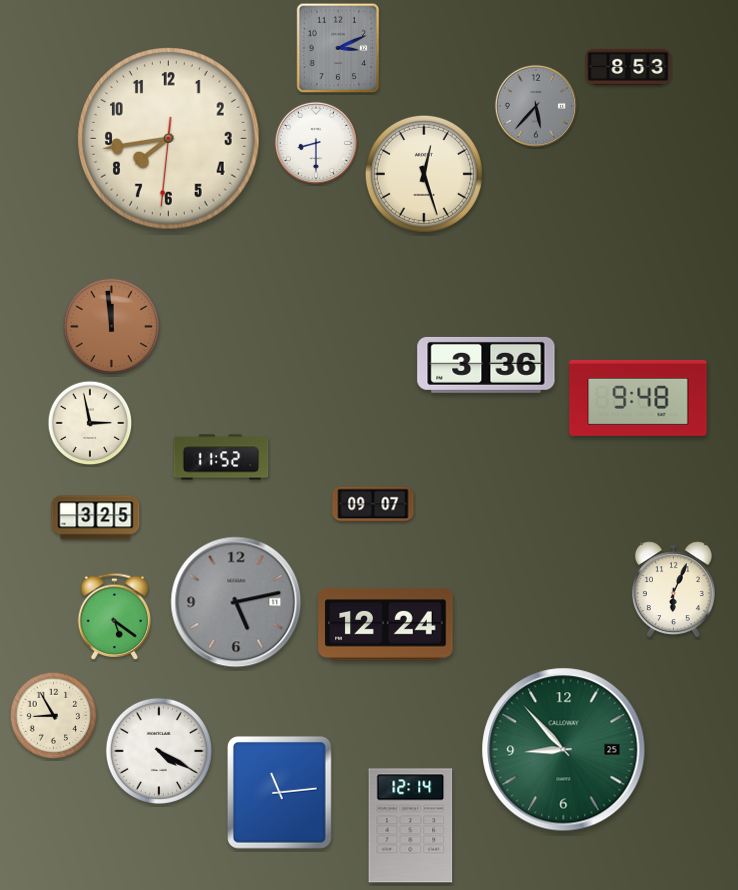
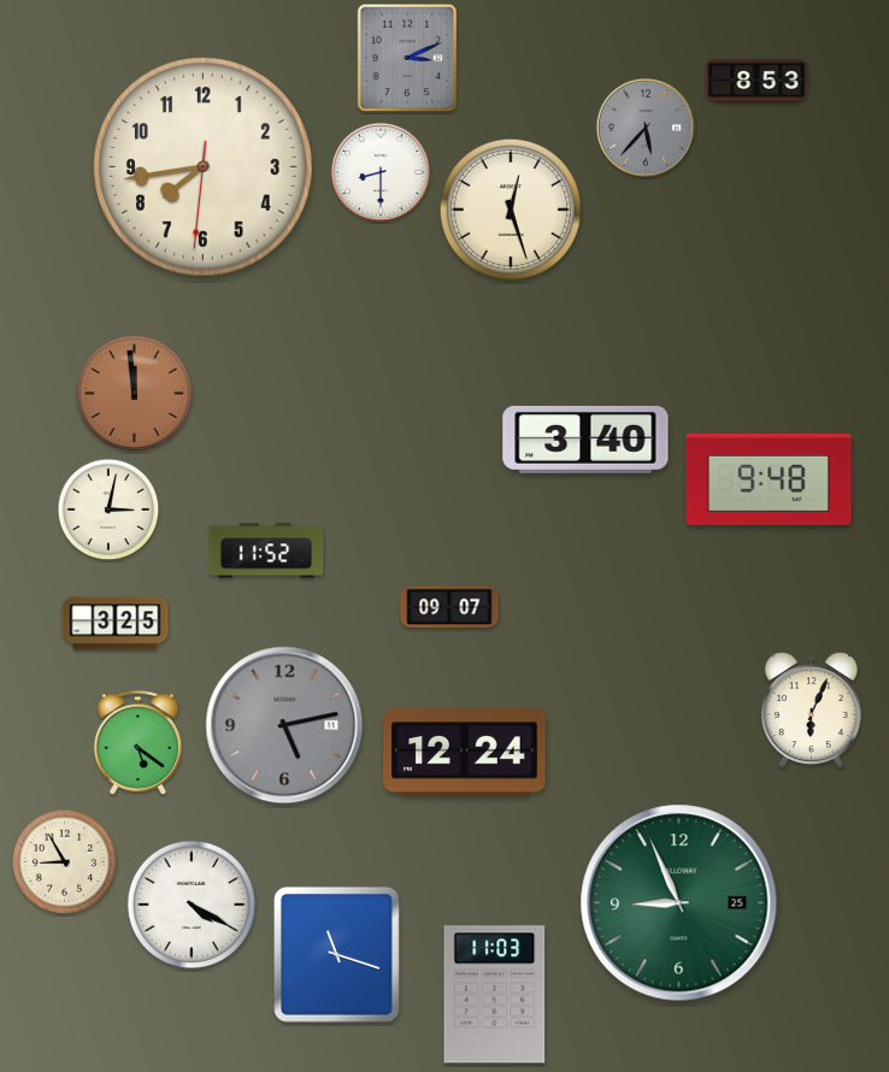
clock at (486, 365): 3:36 -> 3:40
clock at (90, 423): 2:58 -> 3:02
clock at (564, 750): 8:53 -> 8:56
clock at (279, 793): 11:14 -> 11:18
clock at (411, 826): 12:14 -> 11:03
